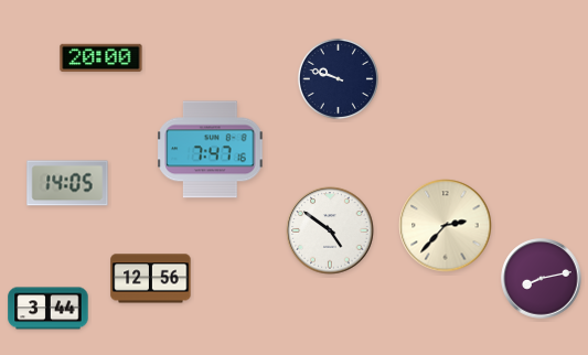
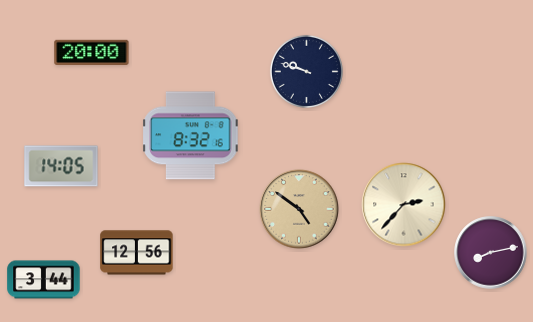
clock at (211, 150): 7:47 -> 8:32
clock at (330, 230) dial: white -> champagne
